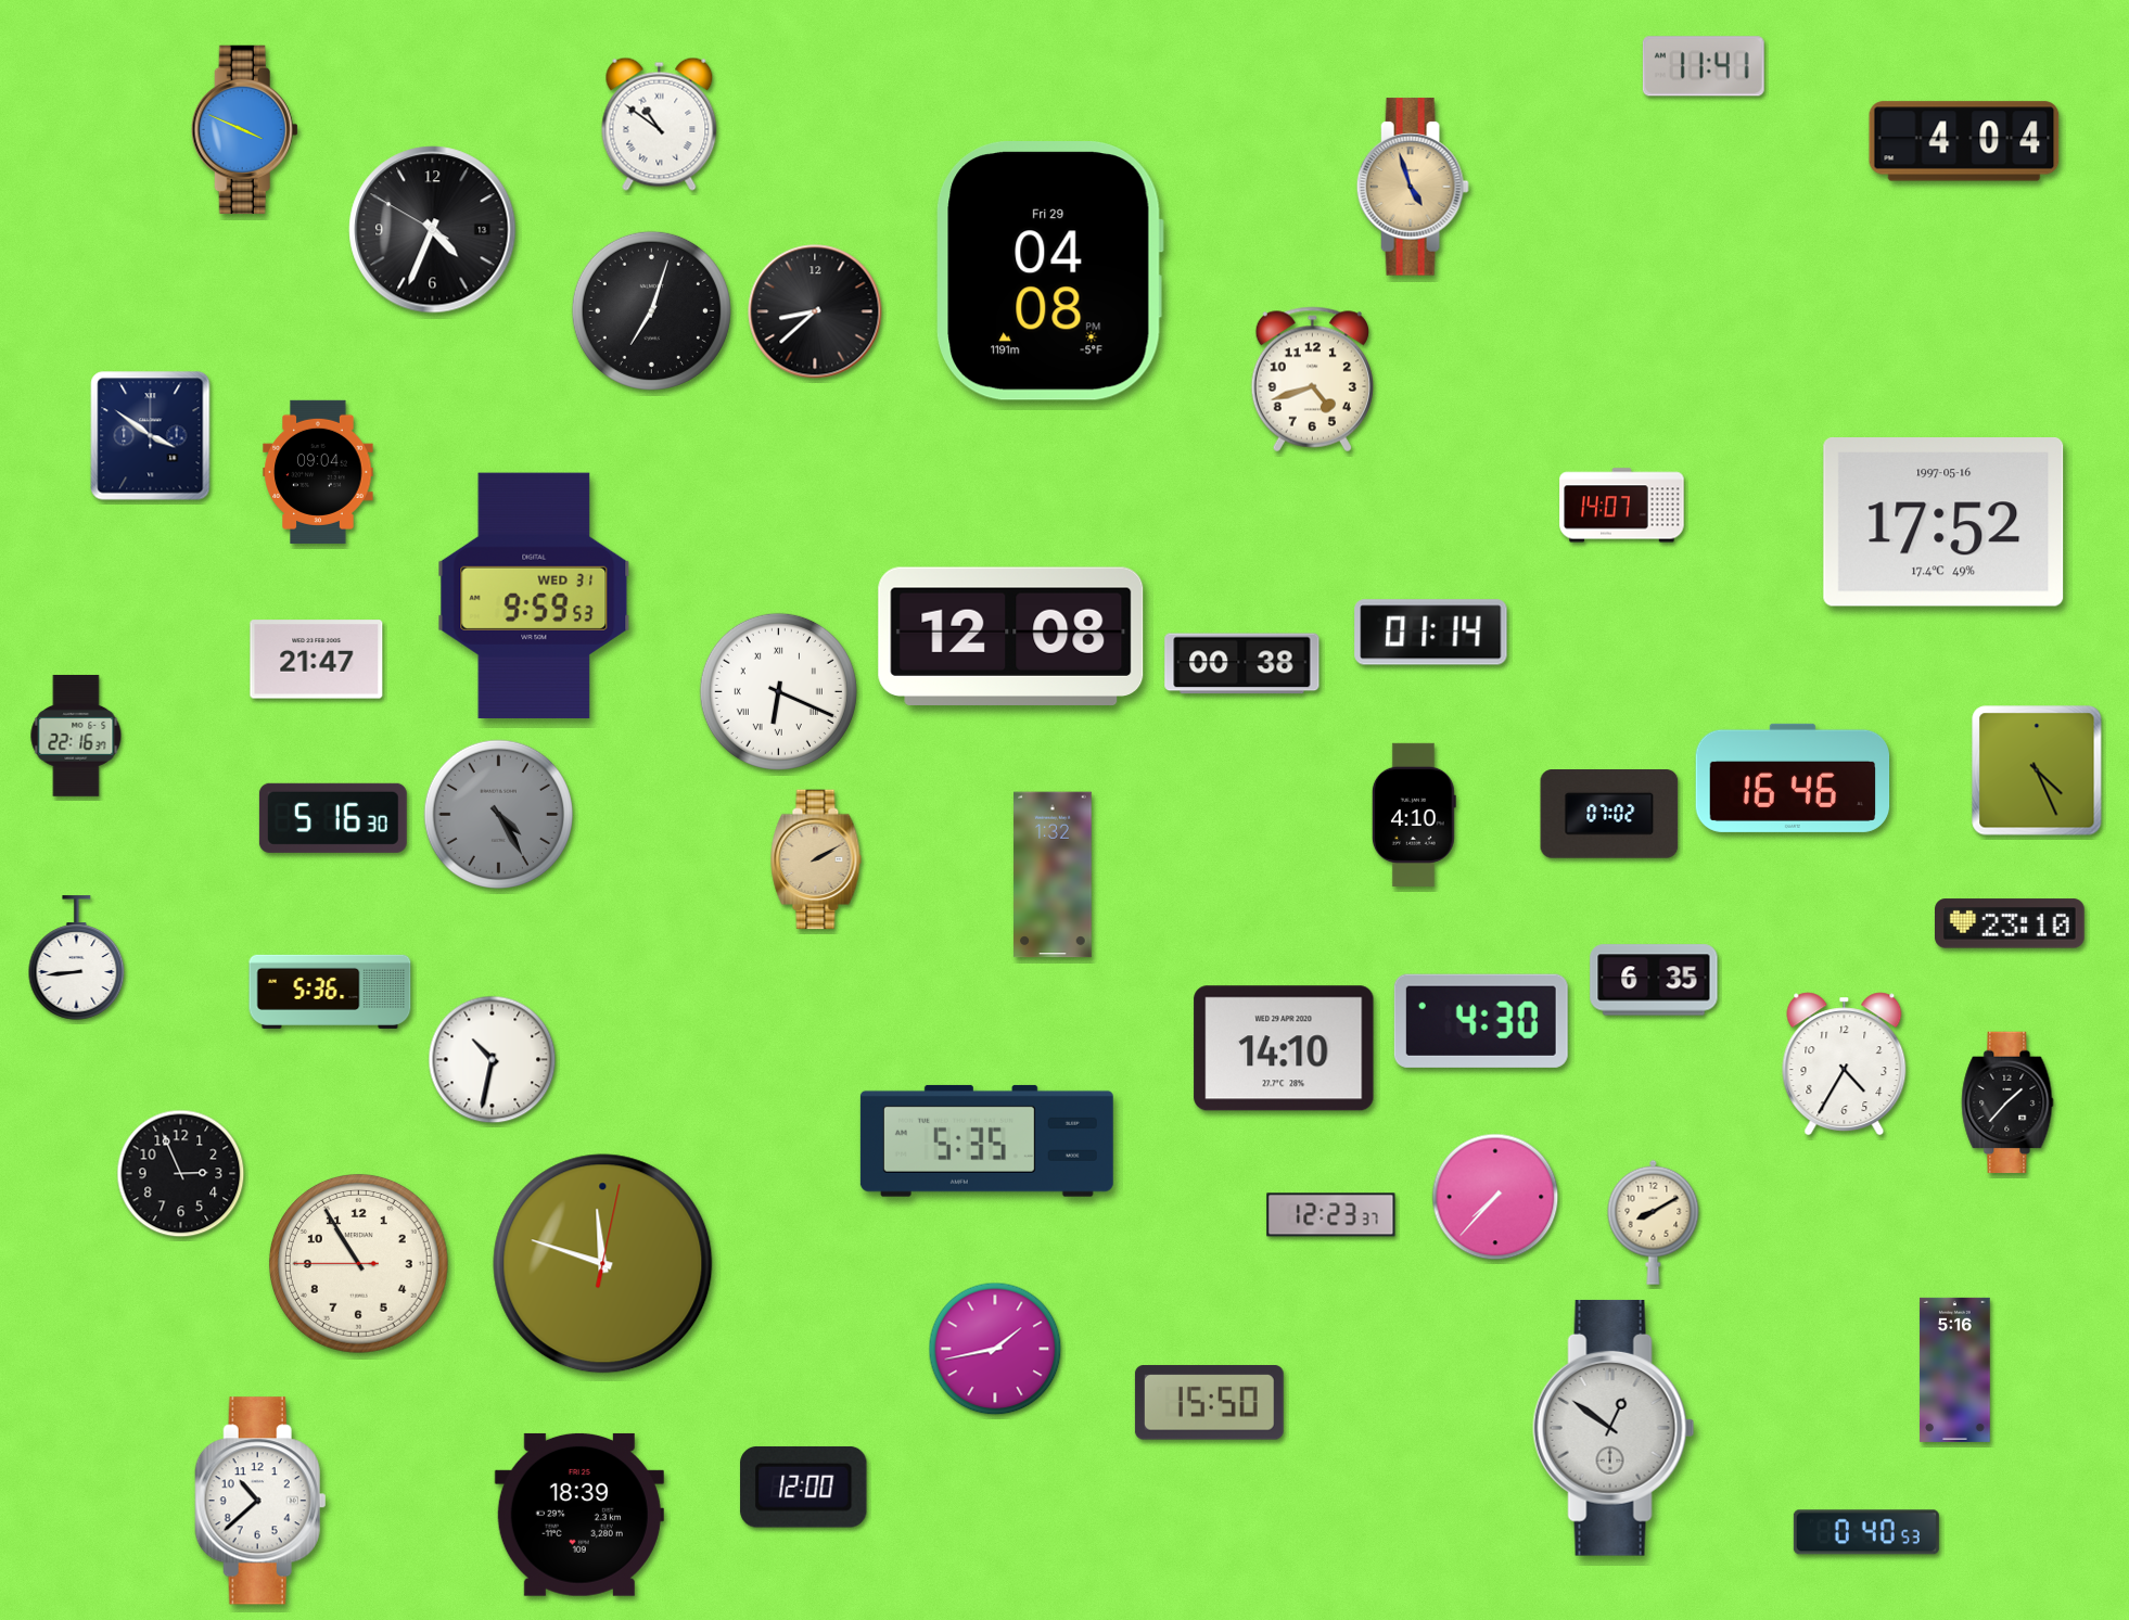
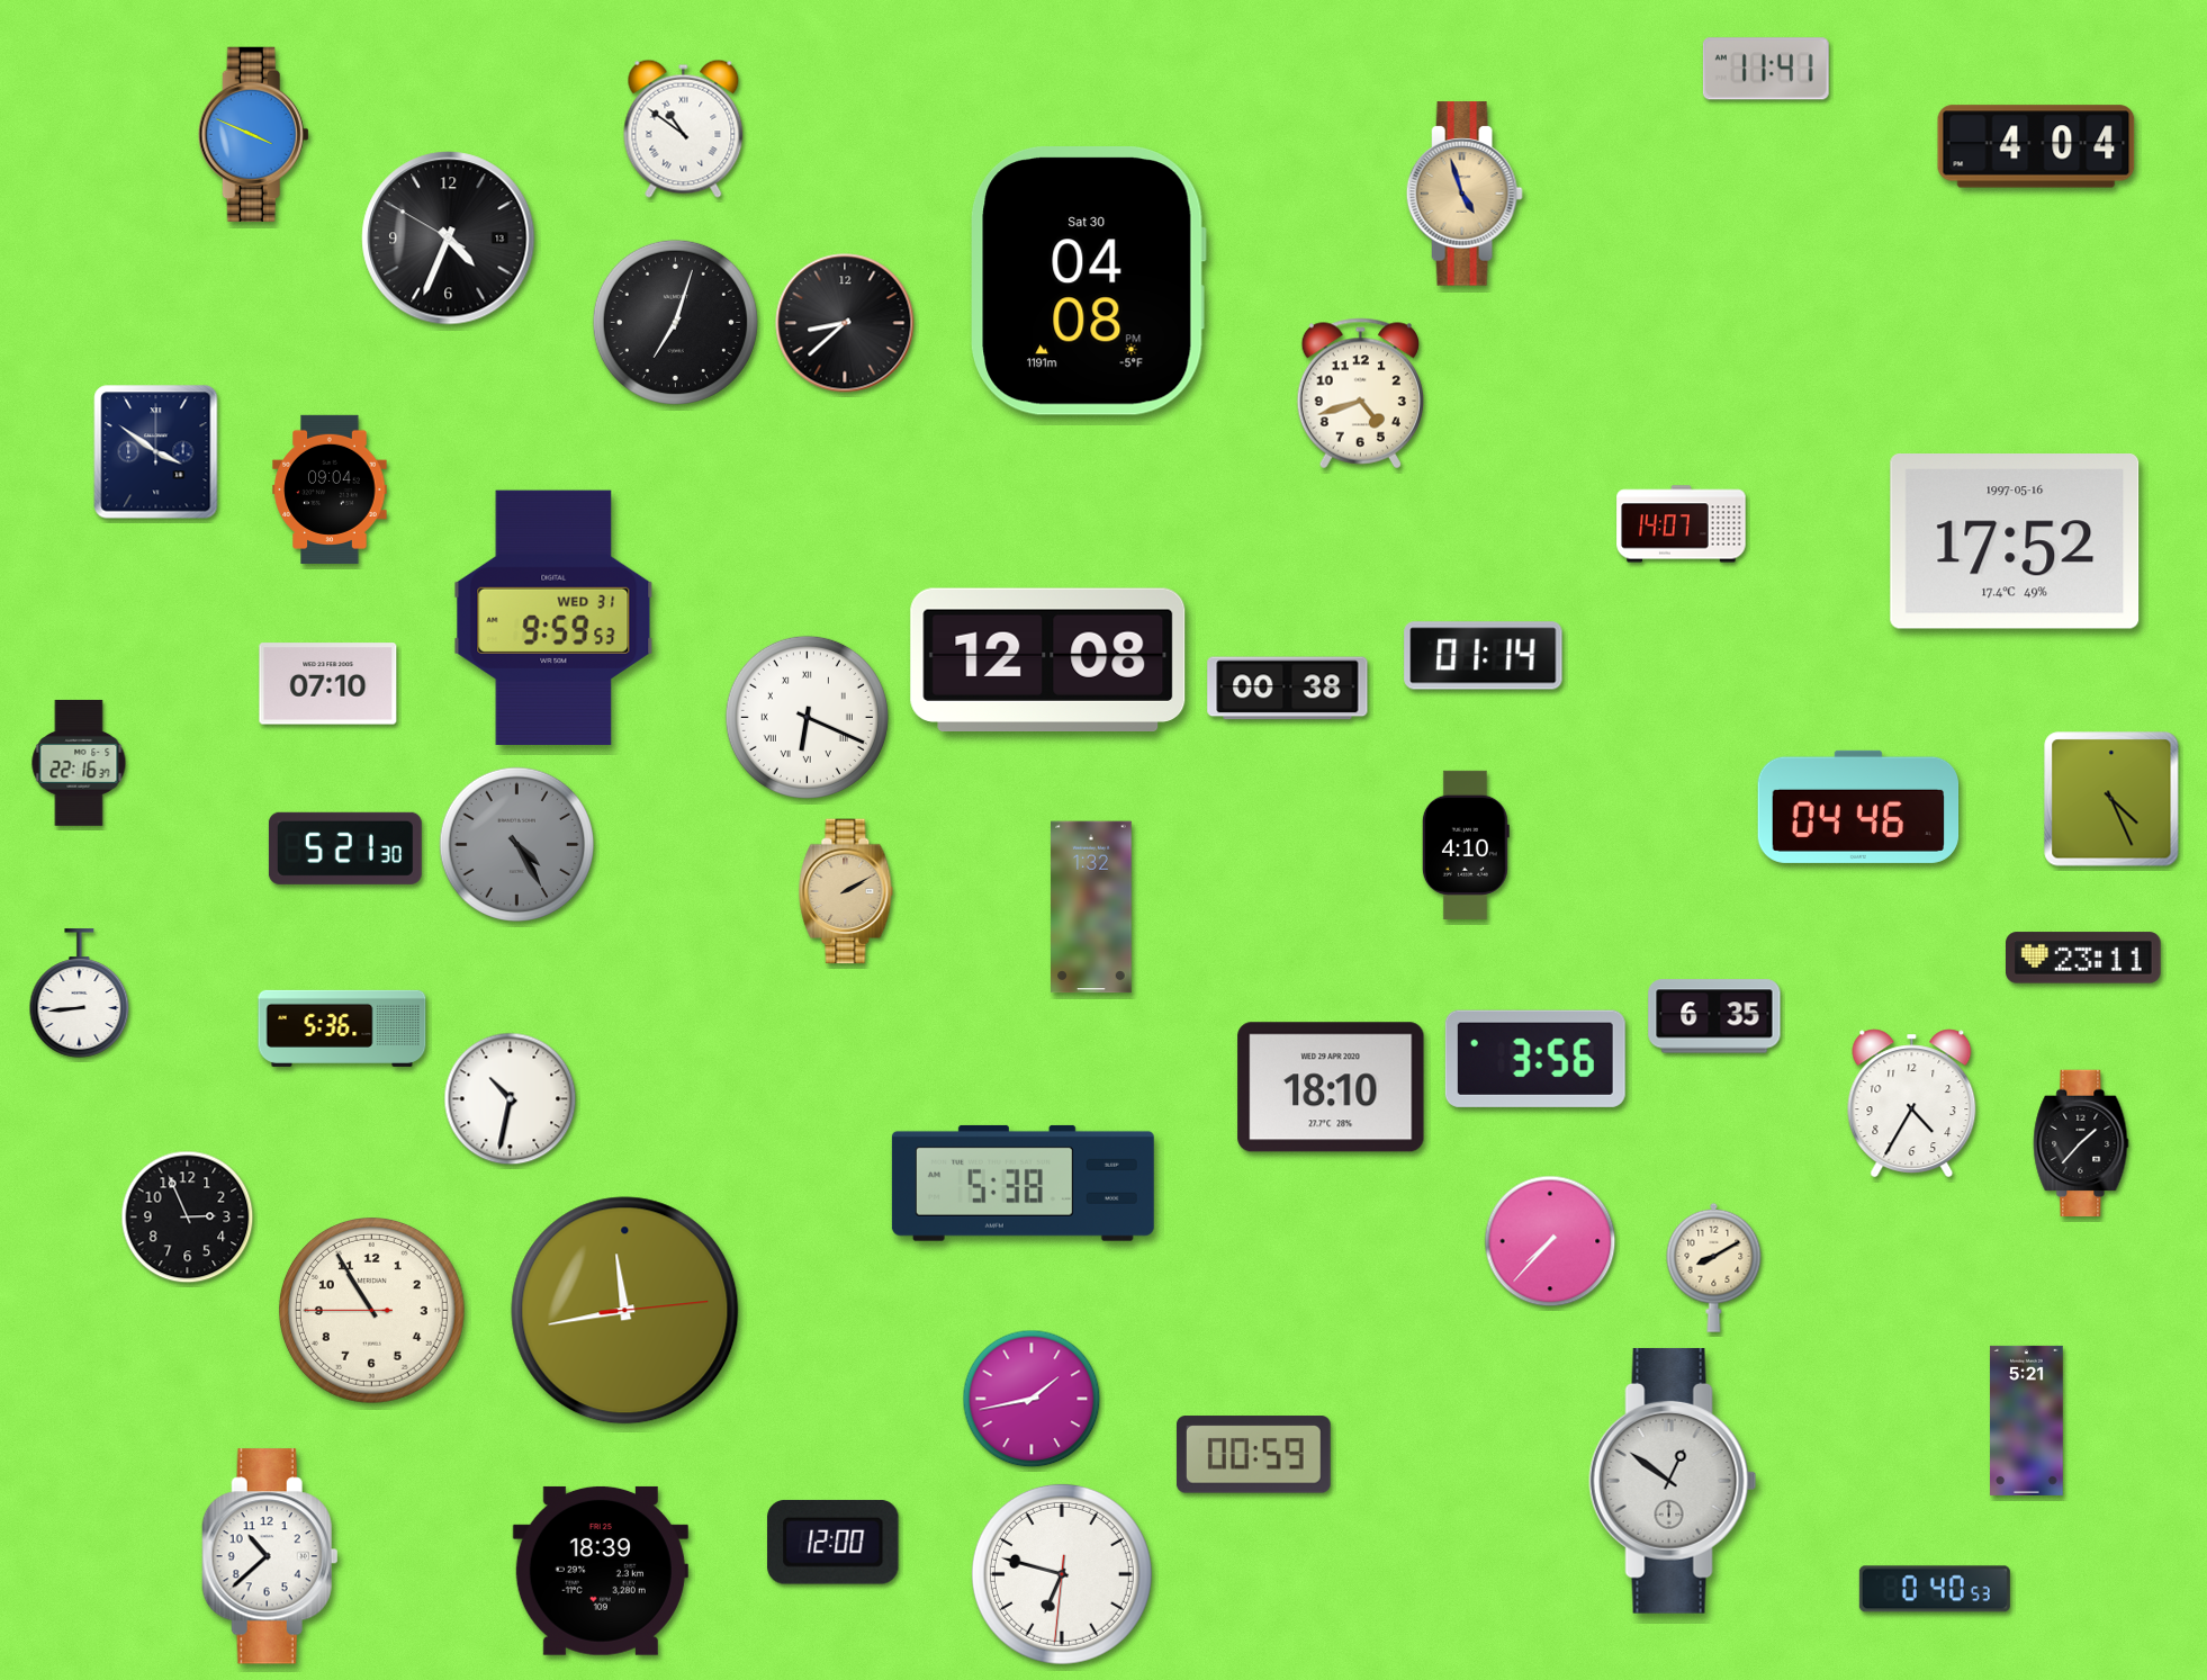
clock at (1049, 271) date: Fri 29 -> Sat 30
clock at (317, 660): 21:47 -> 07:10
clock at (1793, 778): 16:46 -> 04:46
clock at (1609, 815): 07:02 -> none
clock at (333, 818): 5:16 -> 5:21
clock at (2011, 923): 23:10 -> 23:11
clock at (1481, 1021): 4:30 -> 3:56
clock at (1284, 1048): 14:10 -> 18:10
clock at (986, 1140): 5:35 -> 5:38
clock at (1331, 1215): 12:23 -> none
clock at (603, 1264): 11:48 -> 11:43
clock at (1955, 1369): 5:16 -> 5:21
clock at (1209, 1403): 15:50 -> 00:59
clock at (1062, 1574): none -> 6:47
